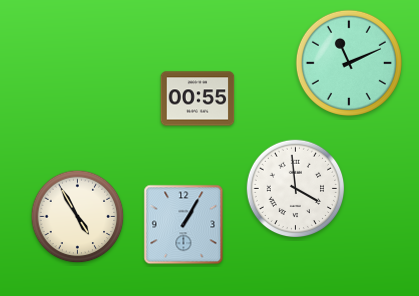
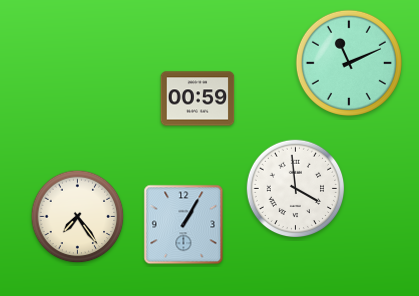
clock at (198, 99): 00:55 -> 00:59
clock at (78, 217): 4:55 -> 7:24
